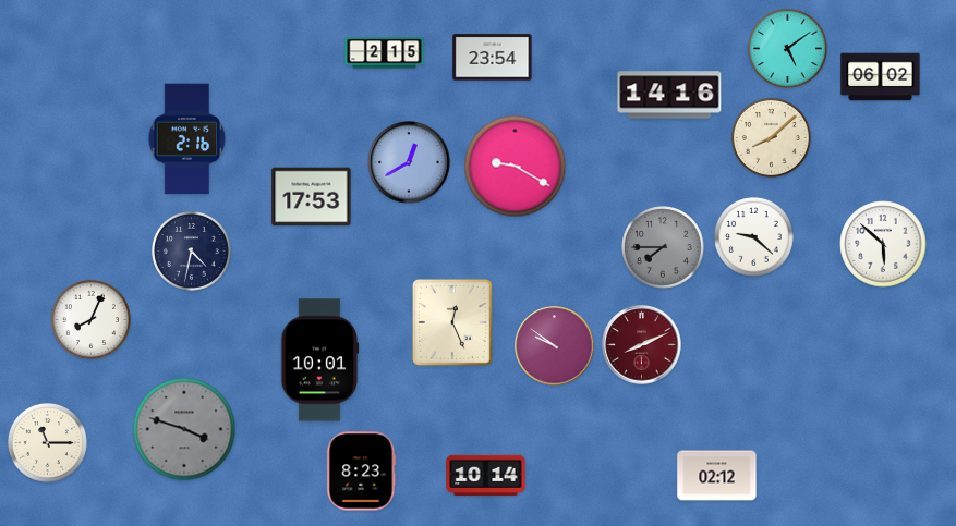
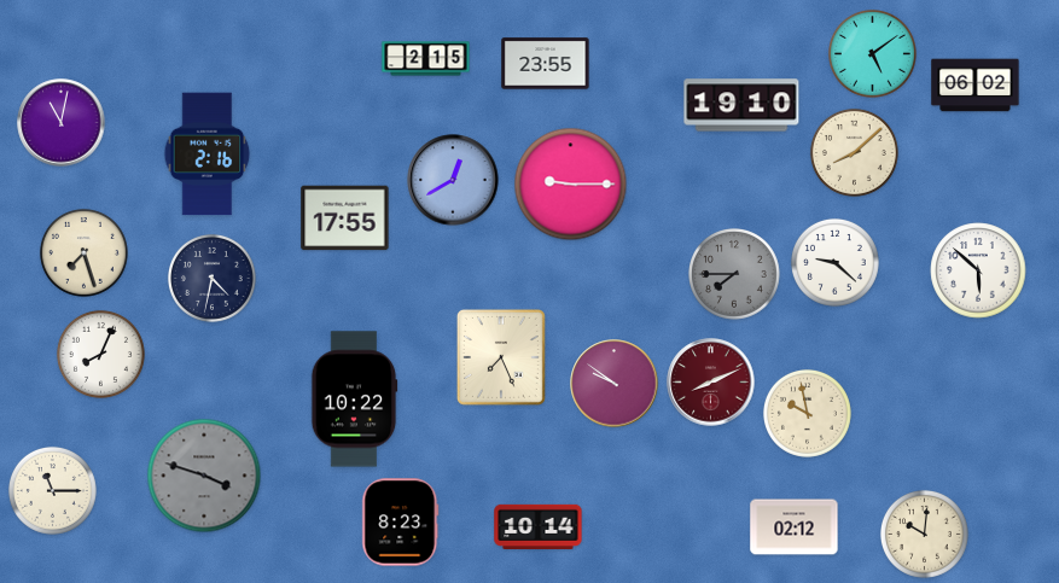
clock at (493, 58): 23:54 -> 23:55
clock at (669, 95): 14:16 -> 19:10
clock at (62, 123): none -> 11:02
clock at (516, 167): 9:20 -> 9:15
clock at (312, 197): 17:53 -> 17:55
clock at (83, 252): none -> 7:27
clock at (452, 322): 12:26 -> 7:26
clock at (319, 360): 10:01 -> 10:22
clock at (807, 413): none -> 9:58
clock at (924, 534): none -> 10:01
